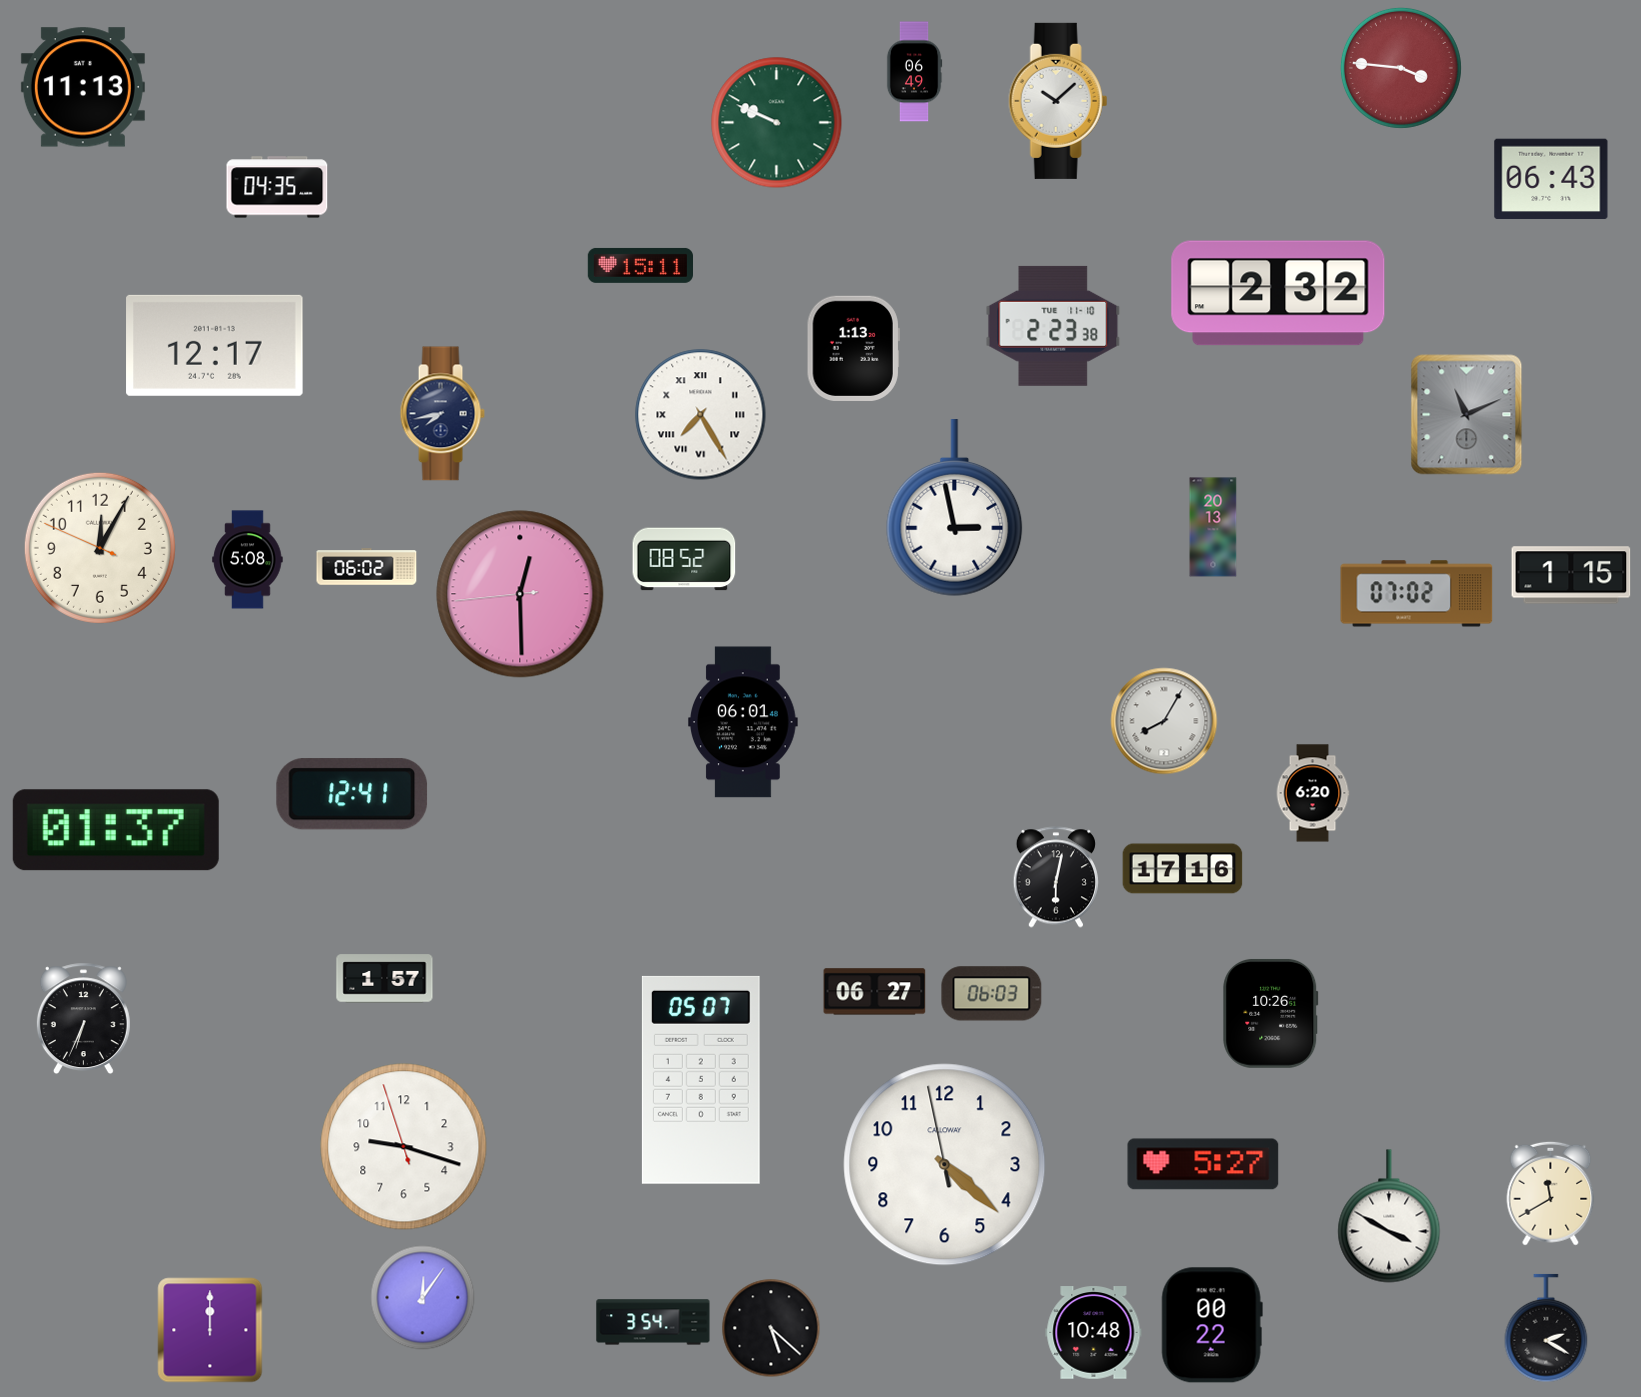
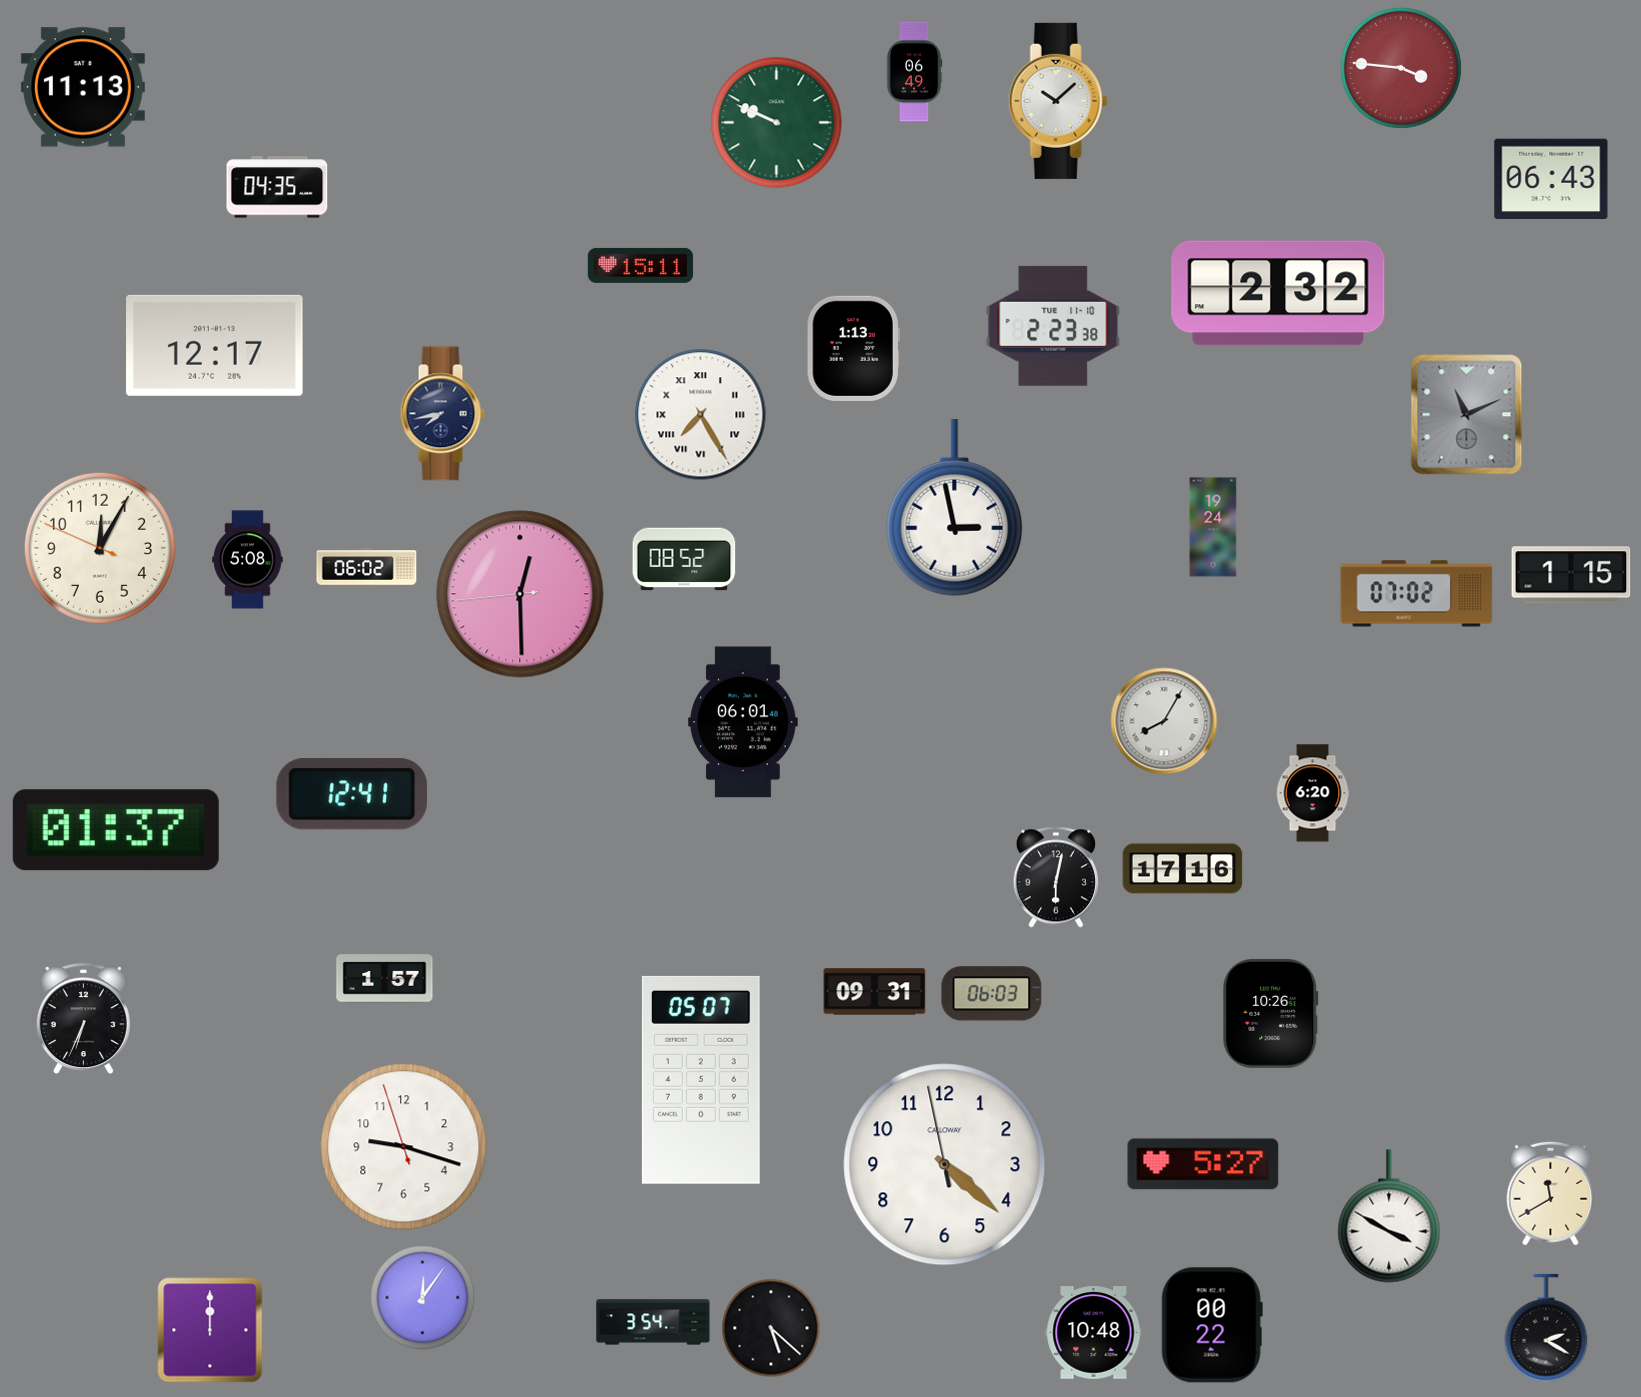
clock at (1213, 527): 20:13 -> 19:24
clock at (875, 992): 06:27 -> 09:31
